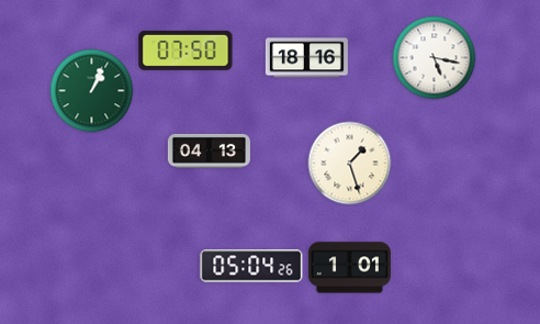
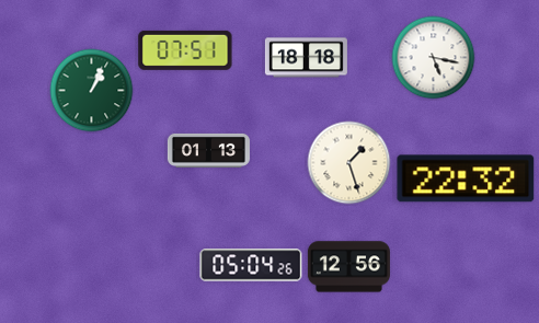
clock at (185, 51): 07:50 -> 07:51
clock at (306, 58): 18:16 -> 18:18
clock at (209, 150): 04:13 -> 01:13
clock at (466, 178): none -> 22:32
clock at (349, 268): 1:01 -> 12:56
